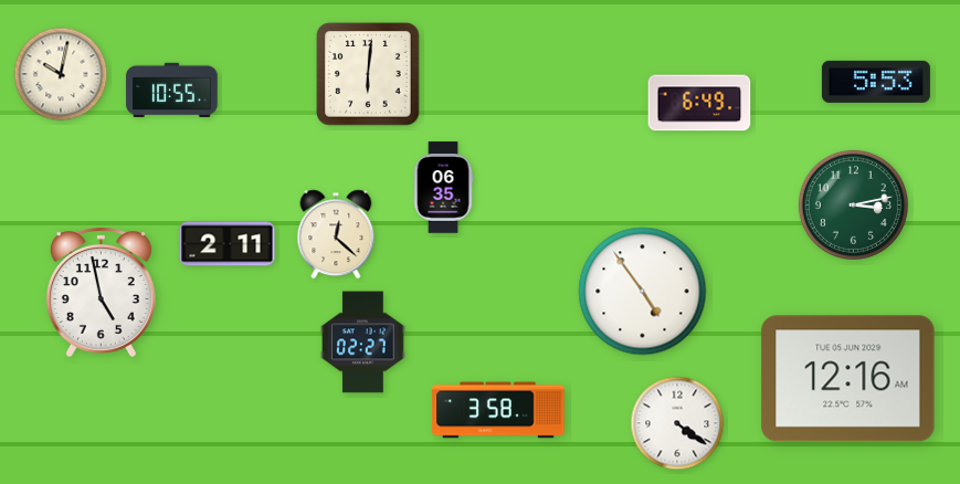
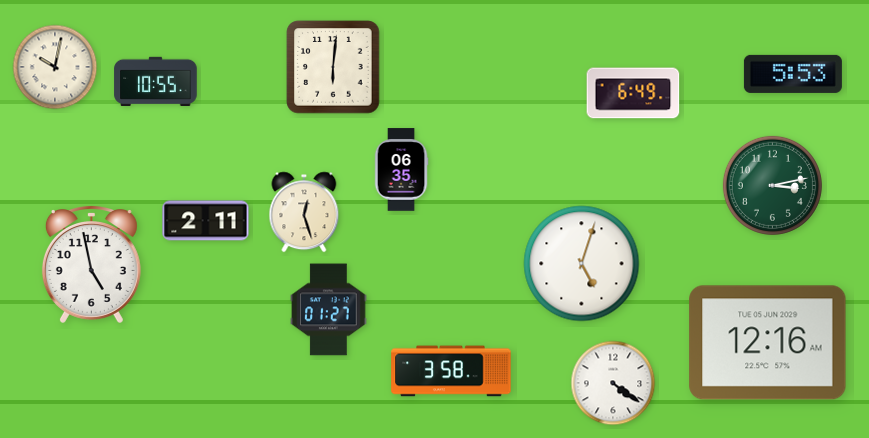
clock at (336, 234): 12:22 -> 12:27
clock at (643, 292): 4:54 -> 5:03
clock at (363, 343): 02:27 -> 01:27
